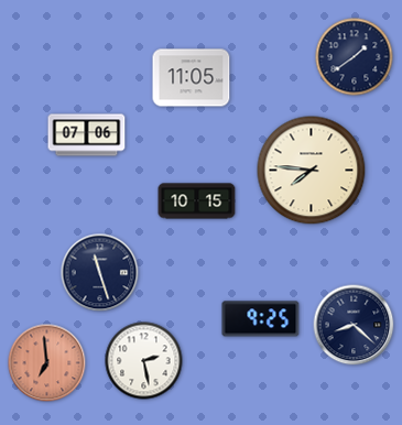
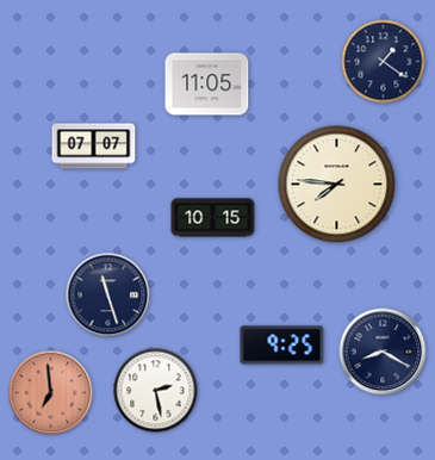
clock at (355, 57): 1:39 -> 1:21
clock at (87, 135): 07:06 -> 07:07
clock at (354, 325): 8:22 -> 8:20
